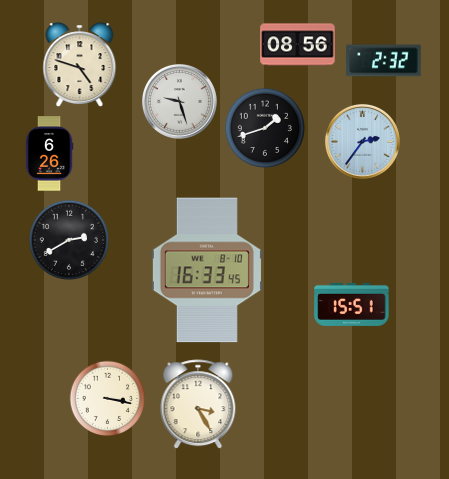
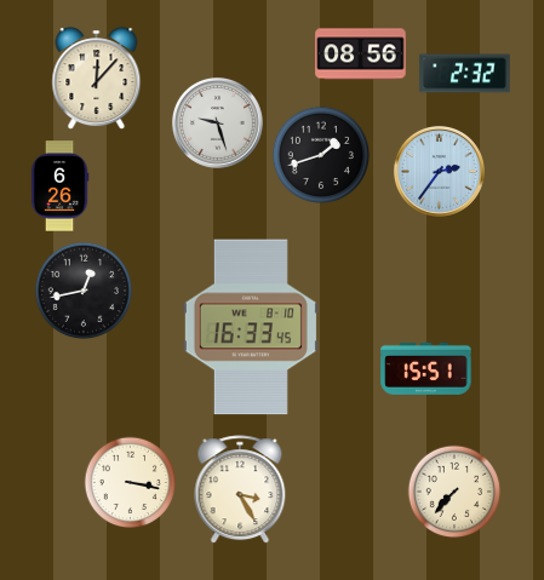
clock at (80, 65): 4:48 -> 12:07
clock at (68, 239): 2:40 -> 12:43
clock at (454, 492): none -> 7:37
